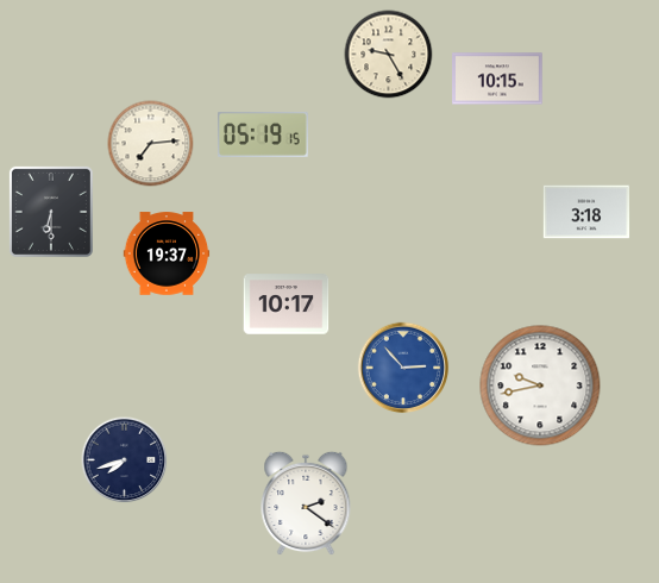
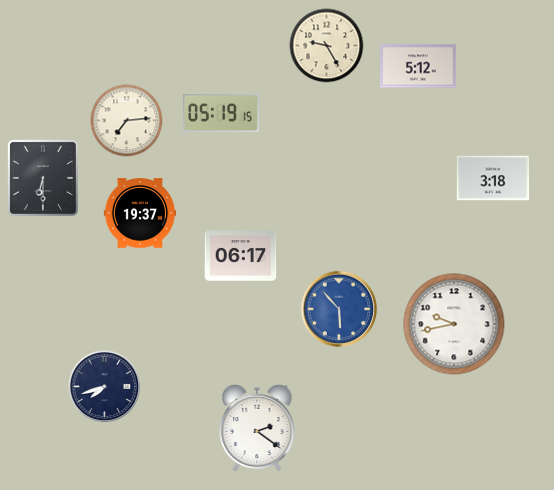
clock at (498, 79): 10:15 -> 5:12
clock at (287, 305): 10:17 -> 06:17
clock at (403, 368): 2:53 -> 5:53
clock at (306, 503) position: (306, 503) -> (257, 428)
